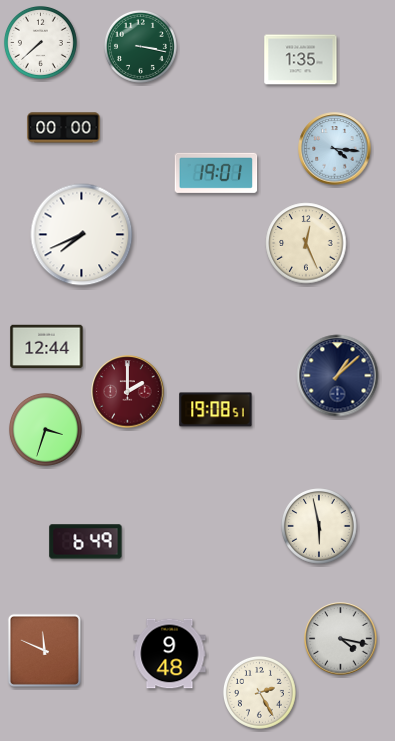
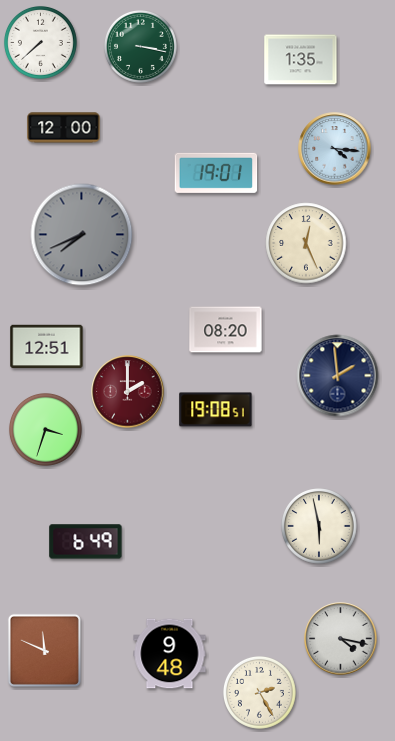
clock at (64, 128): 00:00 -> 12:00
clock at (82, 235) dial: white -> grey
clock at (226, 330): none -> 08:20
clock at (47, 347): 12:44 -> 12:51
clock at (338, 376): 1:08 -> 1:59
